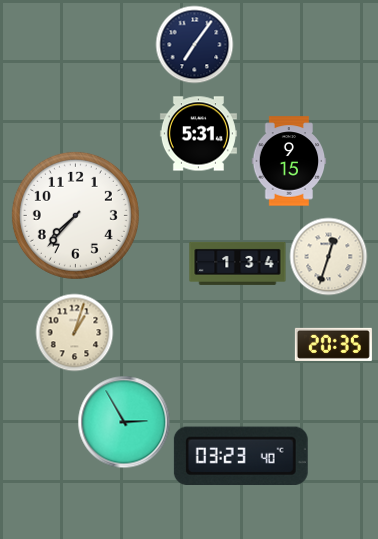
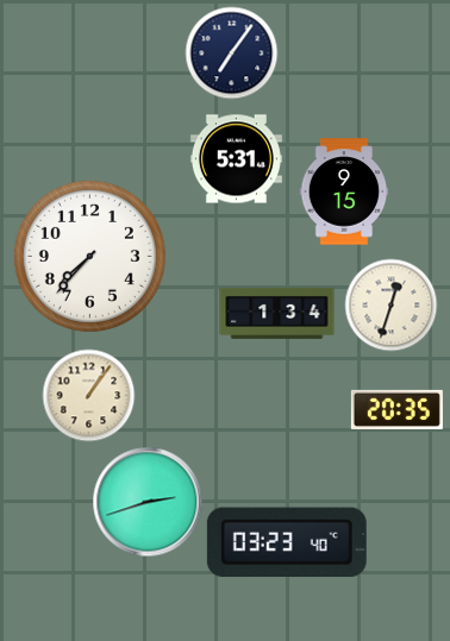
clock at (238, 263) position: (238, 263) -> (277, 313)
clock at (74, 332): 1:03 -> 1:06
clock at (124, 422): 2:55 -> 2:42
